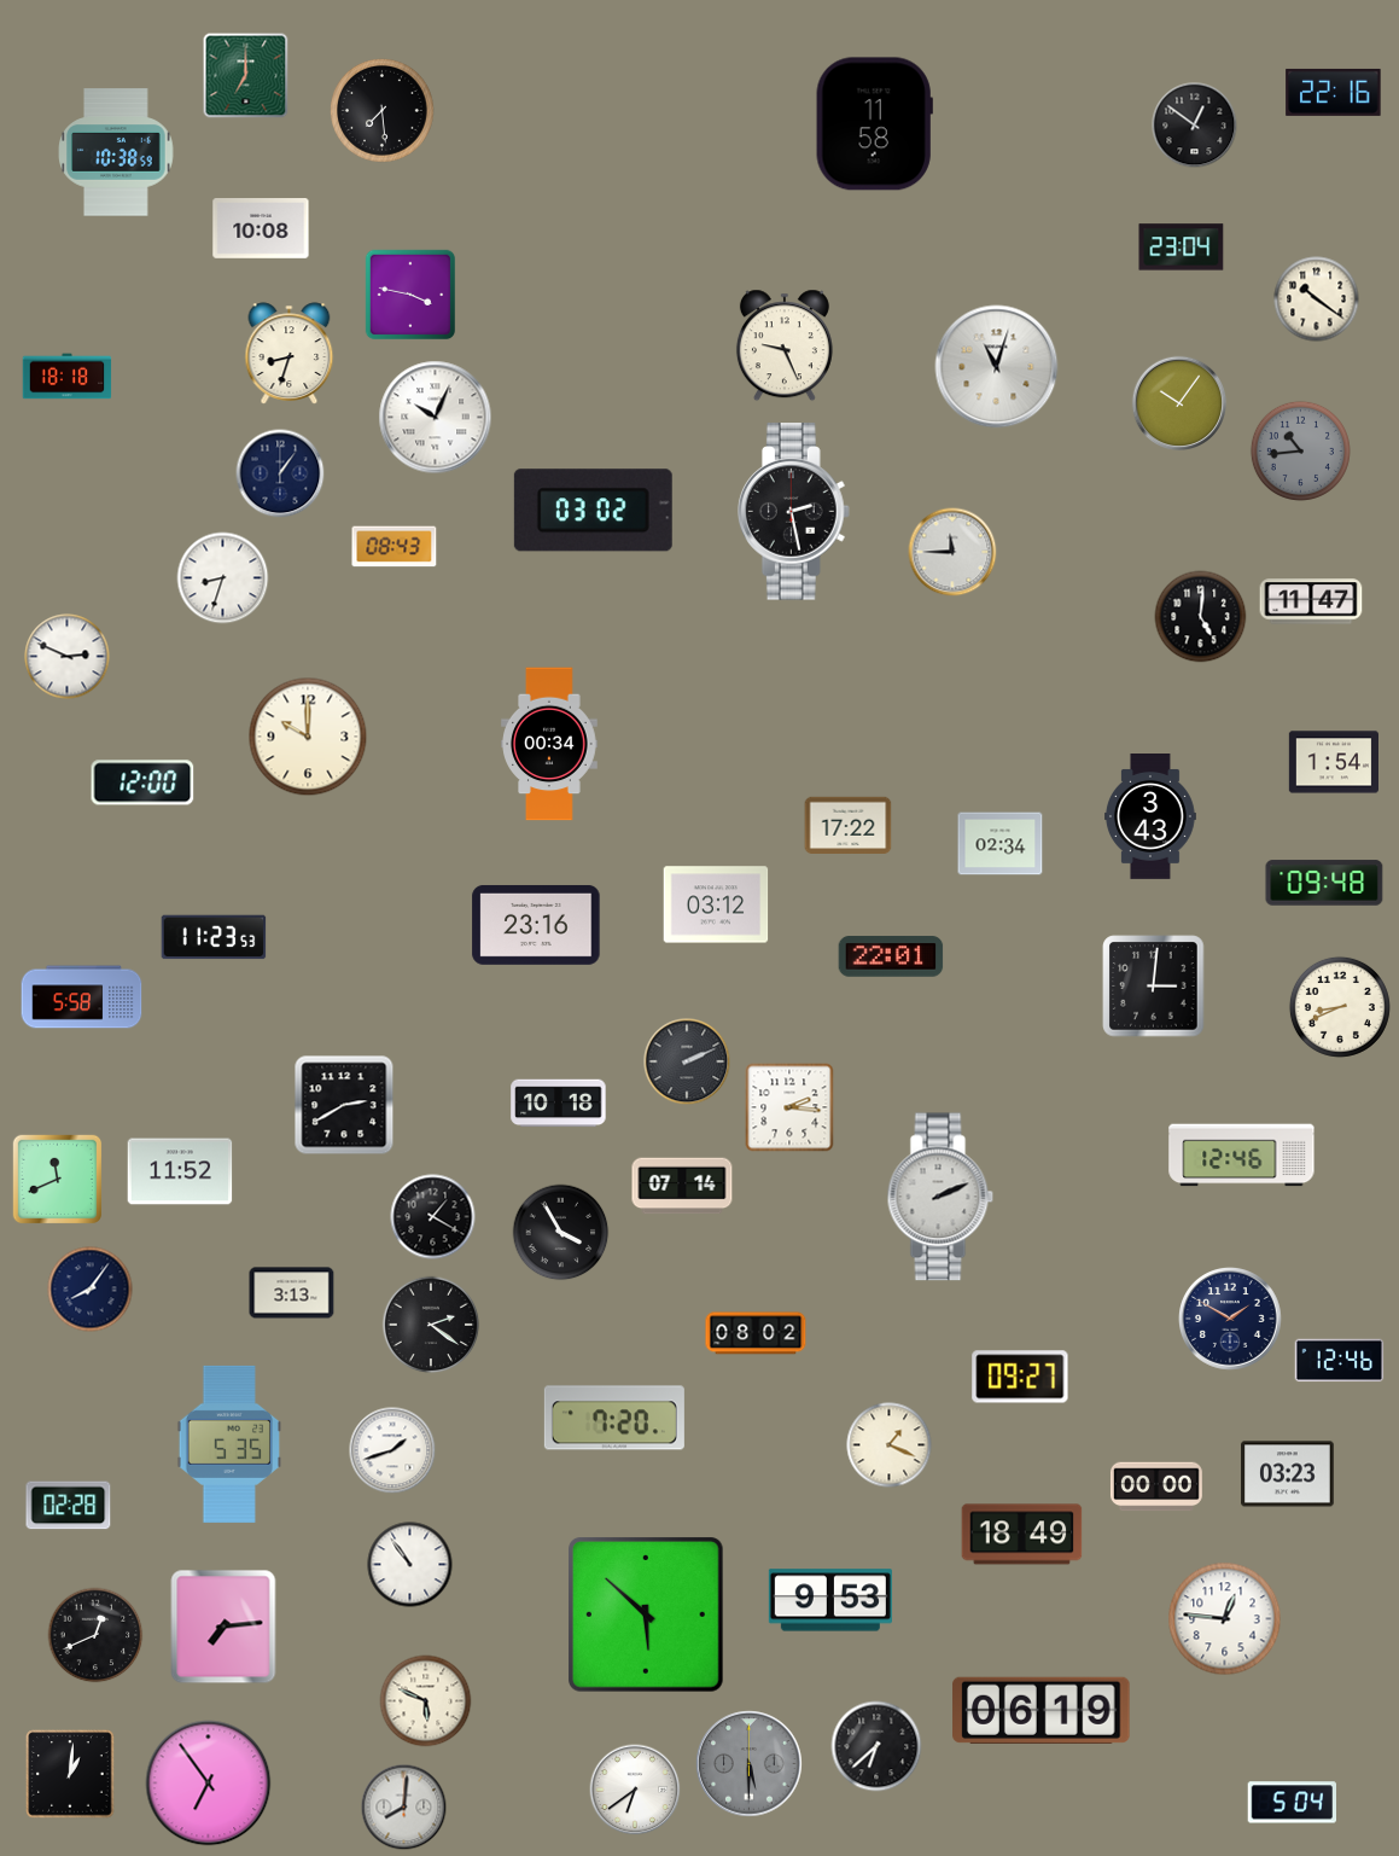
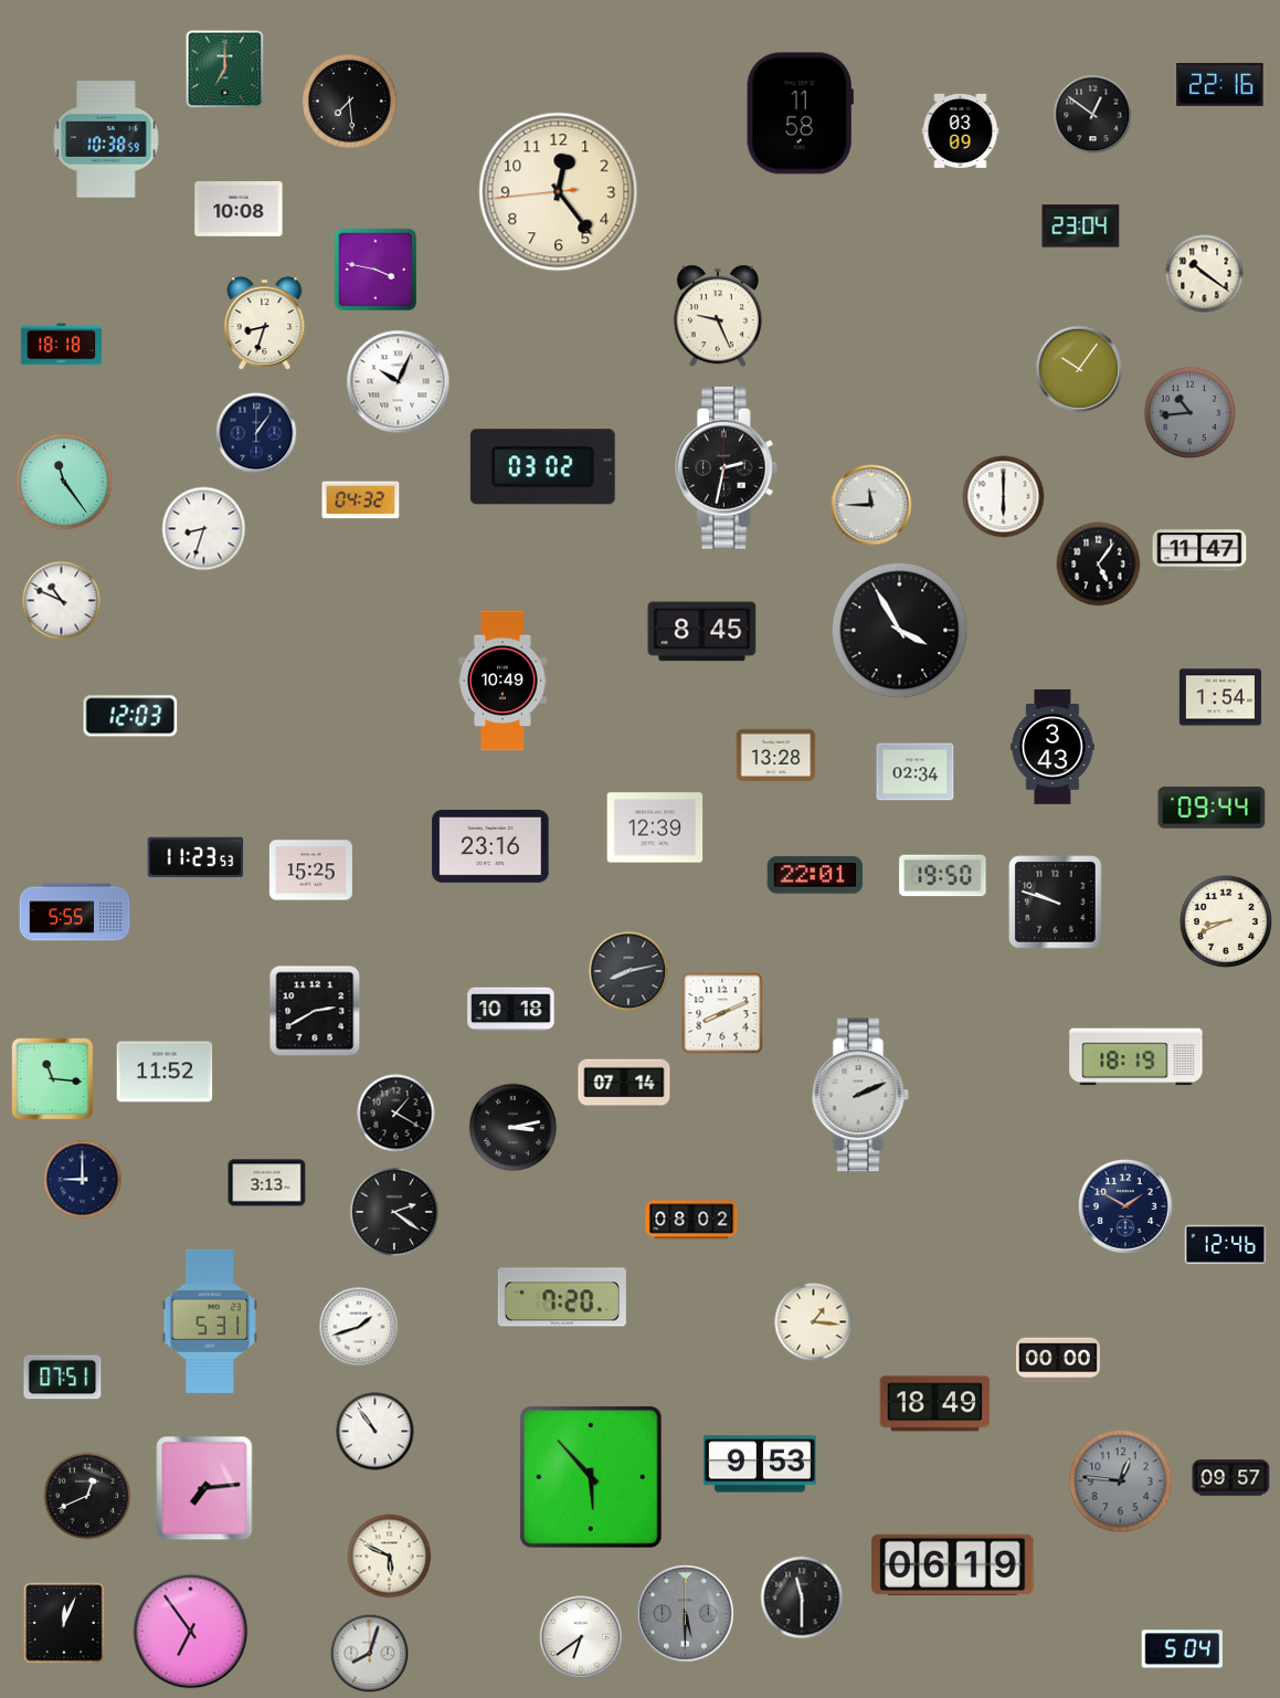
clock at (961, 130): none -> 03:09
clock at (559, 192): none -> 12:23
clock at (997, 367): 11:03 -> none
clock at (794, 512): 2:28 -> 2:32
clock at (64, 482): none -> 11:24
clock at (1004, 497): none -> 6:00
clock at (395, 547): 08:43 -> 04:32
clock at (1201, 617): 5:01 -> 5:06
clock at (68, 657): 2:49 -> 10:49
clock at (900, 631): none -> 3:55
clock at (702, 632): none -> 8:45
clock at (308, 737): 10:00 -> none
clock at (549, 744): 00:34 -> 10:49
clock at (142, 782): 12:00 -> 12:03
clock at (849, 826): 17:22 -> 13:28
clock at (1324, 883): 09:48 -> 09:44
clock at (716, 904): 03:12 -> 12:39
clock at (310, 871): none -> 15:25
clock at (943, 876): none -> 19:50
clock at (1154, 987): 3:01 -> 9:48
clock at (82, 997): 5:58 -> 5:55
clock at (687, 1061): 2:11 -> 8:13
clock at (789, 1107): 2:16 -> 8:11
clock at (1242, 1156): 12:46 -> 18:19
clock at (57, 1179): 11:41 -> 11:16
clock at (561, 1233): 3:55 -> 3:13
clock at (91, 1290): 8:06 -> 9:00
clock at (1020, 1377): 09:27 -> none
clock at (228, 1444): 5:35 -> 5:31
clock at (890, 1445): 1:19 -> 1:16
clock at (1288, 1474): 03:23 -> none
clock at (69, 1506): 02:28 -> 07:51
clock at (647, 1616): 5:52 -> 5:53
clock at (1231, 1478): none -> 09:57
clock at (1225, 1619) dial: white -> grey
clock at (876, 1746): 6:38 -> 11:30
clock at (70, 1774): 1:01 -> 12:04
clock at (404, 1808): 8:01 -> 8:03
